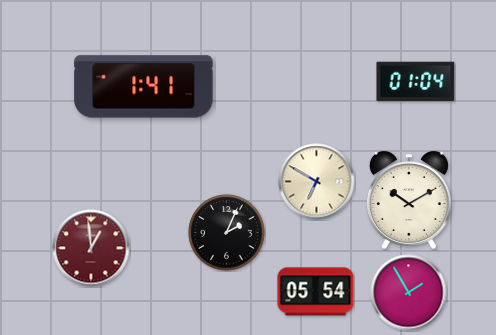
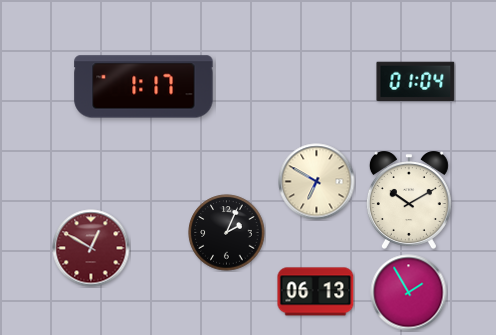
clock at (144, 87): 1:41 -> 1:17
clock at (91, 248): 12:59 -> 12:50
clock at (316, 292): 05:54 -> 06:13
